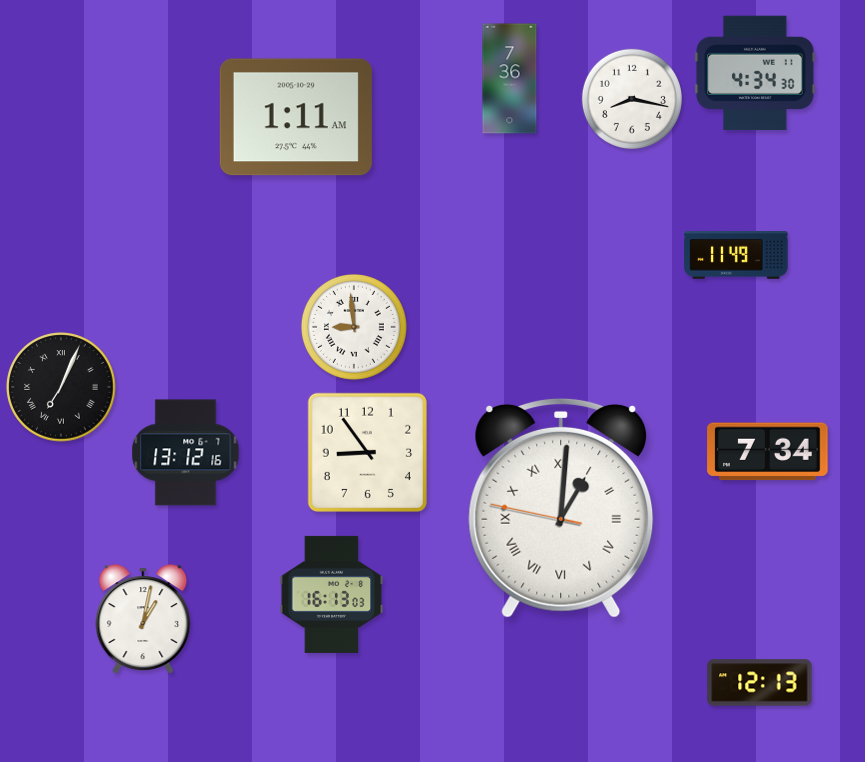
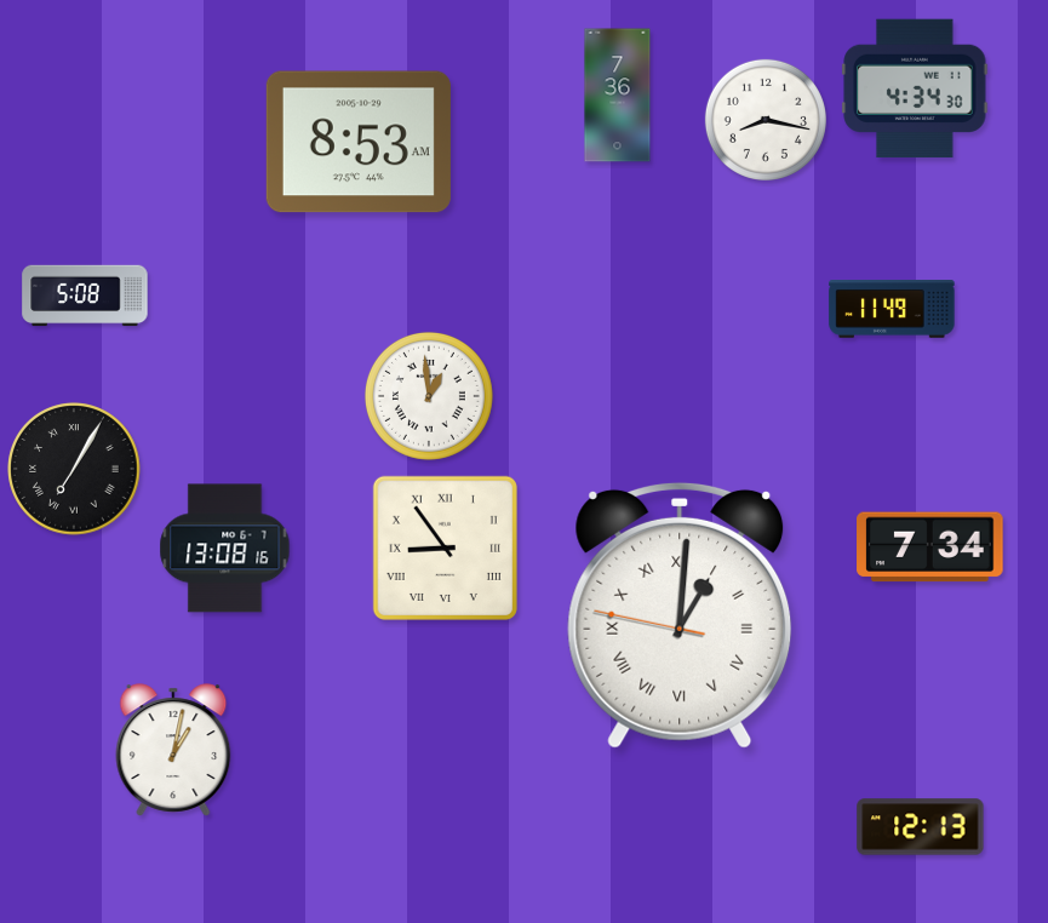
clock at (296, 117): 1:11 -> 8:53
clock at (85, 296): none -> 5:08
clock at (354, 327): 8:59 -> 12:59
clock at (61, 387): 7:04 -> 7:05
clock at (367, 452) numerals: Arabic -> Roman
clock at (186, 453): 13:12 -> 13:08
clock at (332, 594): 16:13 -> none
